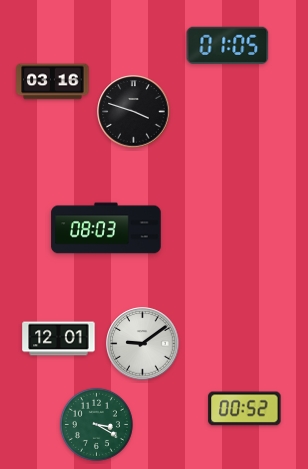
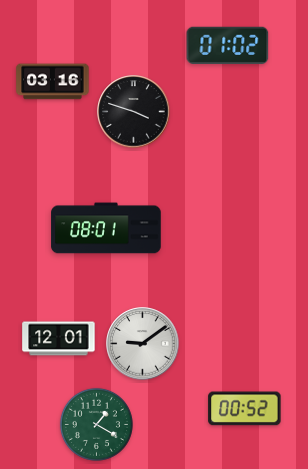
clock at (228, 45): 01:05 -> 01:02
clock at (106, 228): 08:03 -> 08:01
clock at (96, 424): 3:20 -> 1:20
